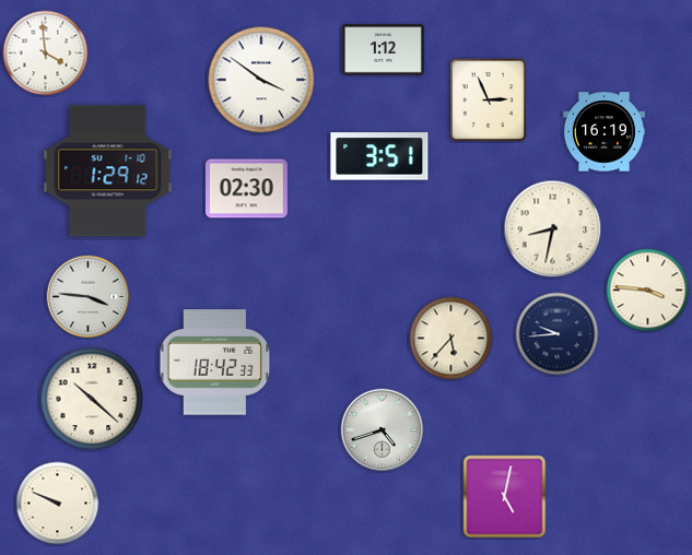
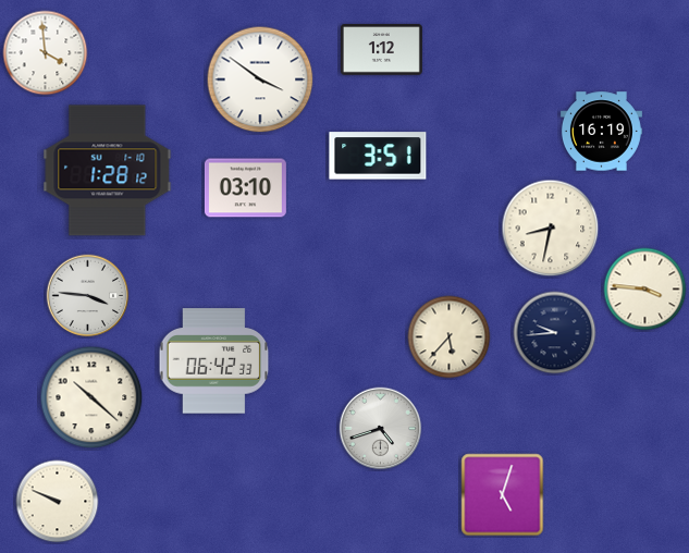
clock at (488, 99): 2:56 -> none
clock at (108, 172): 1:29 -> 1:28
clock at (246, 189): 02:30 -> 03:10
clock at (215, 363): 18:42 -> 06:42
clock at (505, 497): 5:02 -> 5:03
